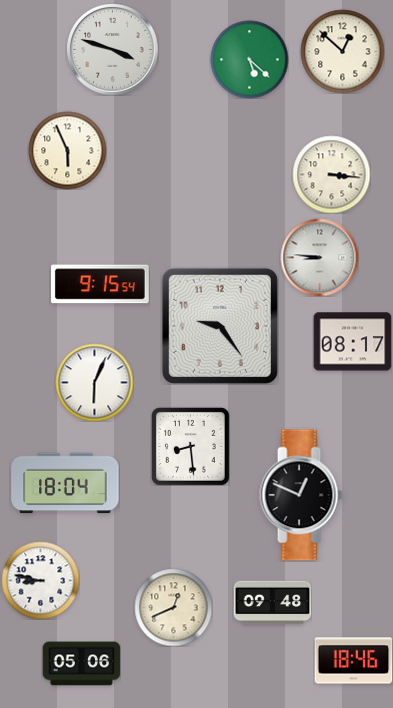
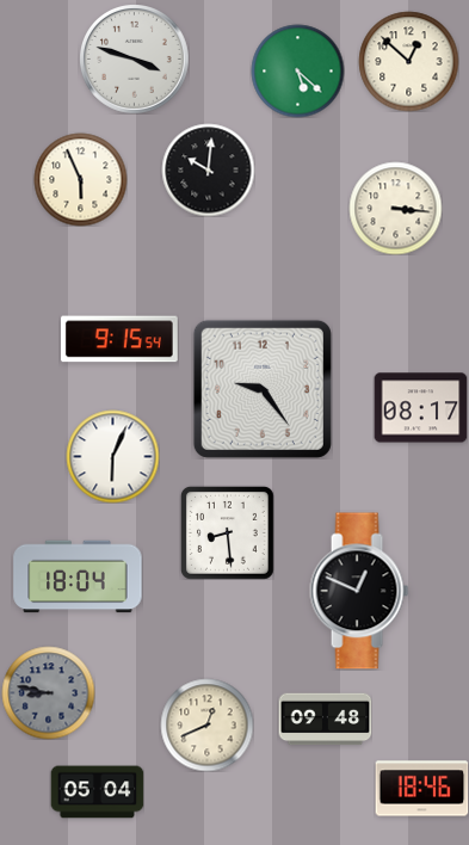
clock at (208, 169): none -> 10:01
clock at (319, 257): 8:46 -> none
clock at (40, 580) dial: white -> grey
clock at (81, 664): 05:06 -> 05:04
